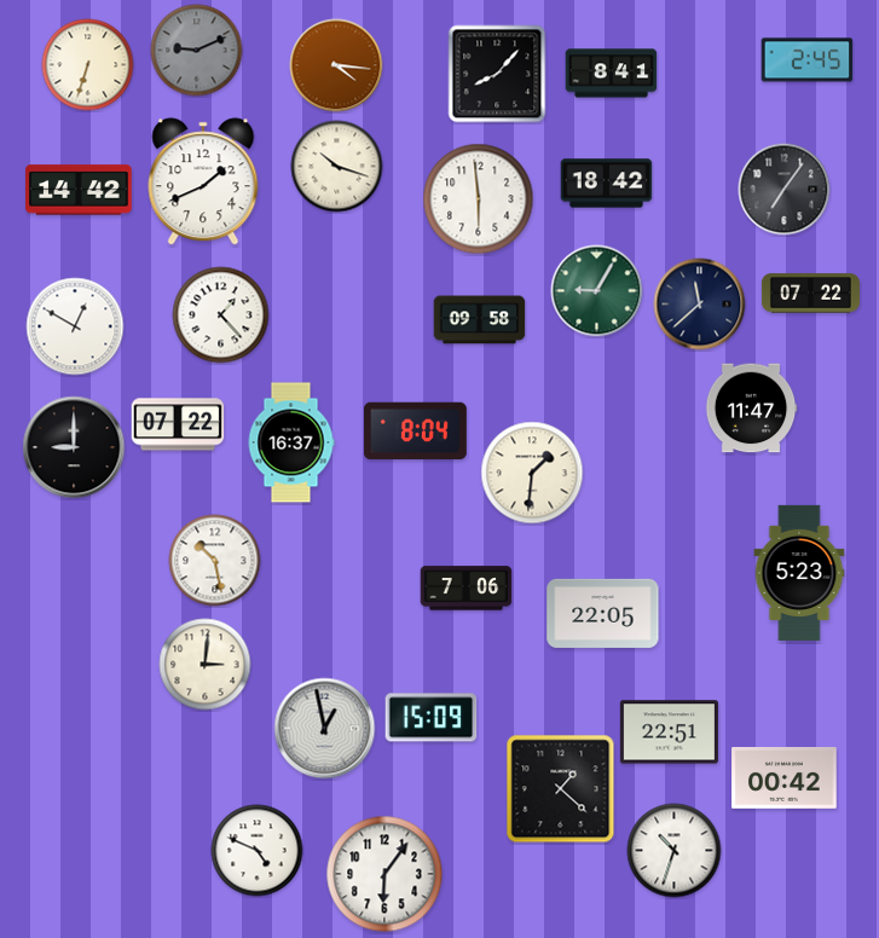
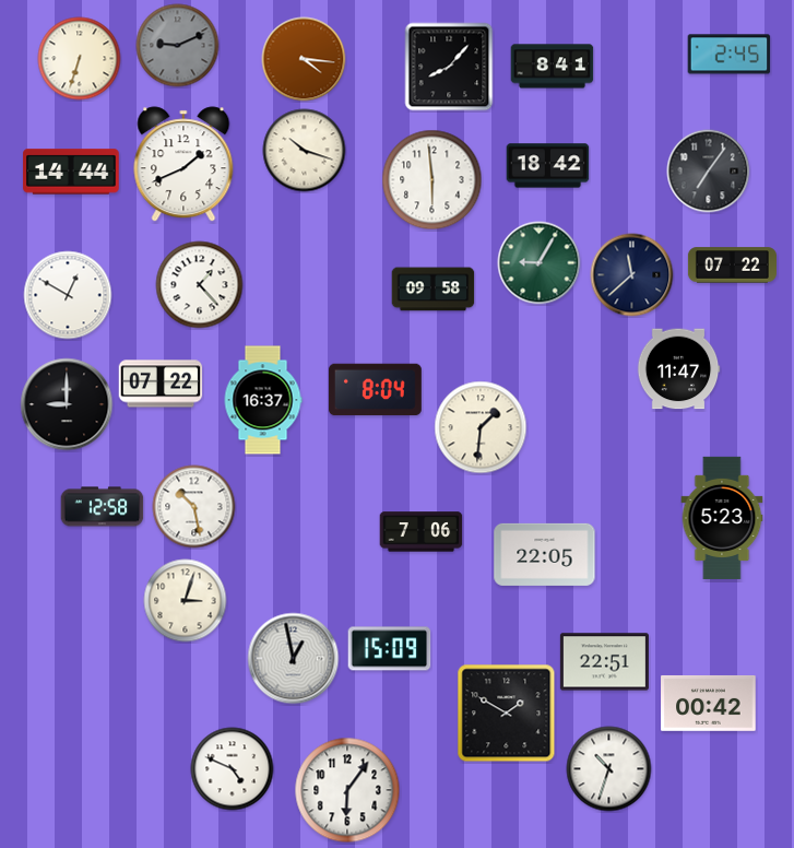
clock at (79, 190): 14:42 -> 14:44
clock at (103, 507): none -> 12:58
clock at (206, 665): 3:01 -> 3:03
clock at (561, 789): 1:22 -> 1:50
